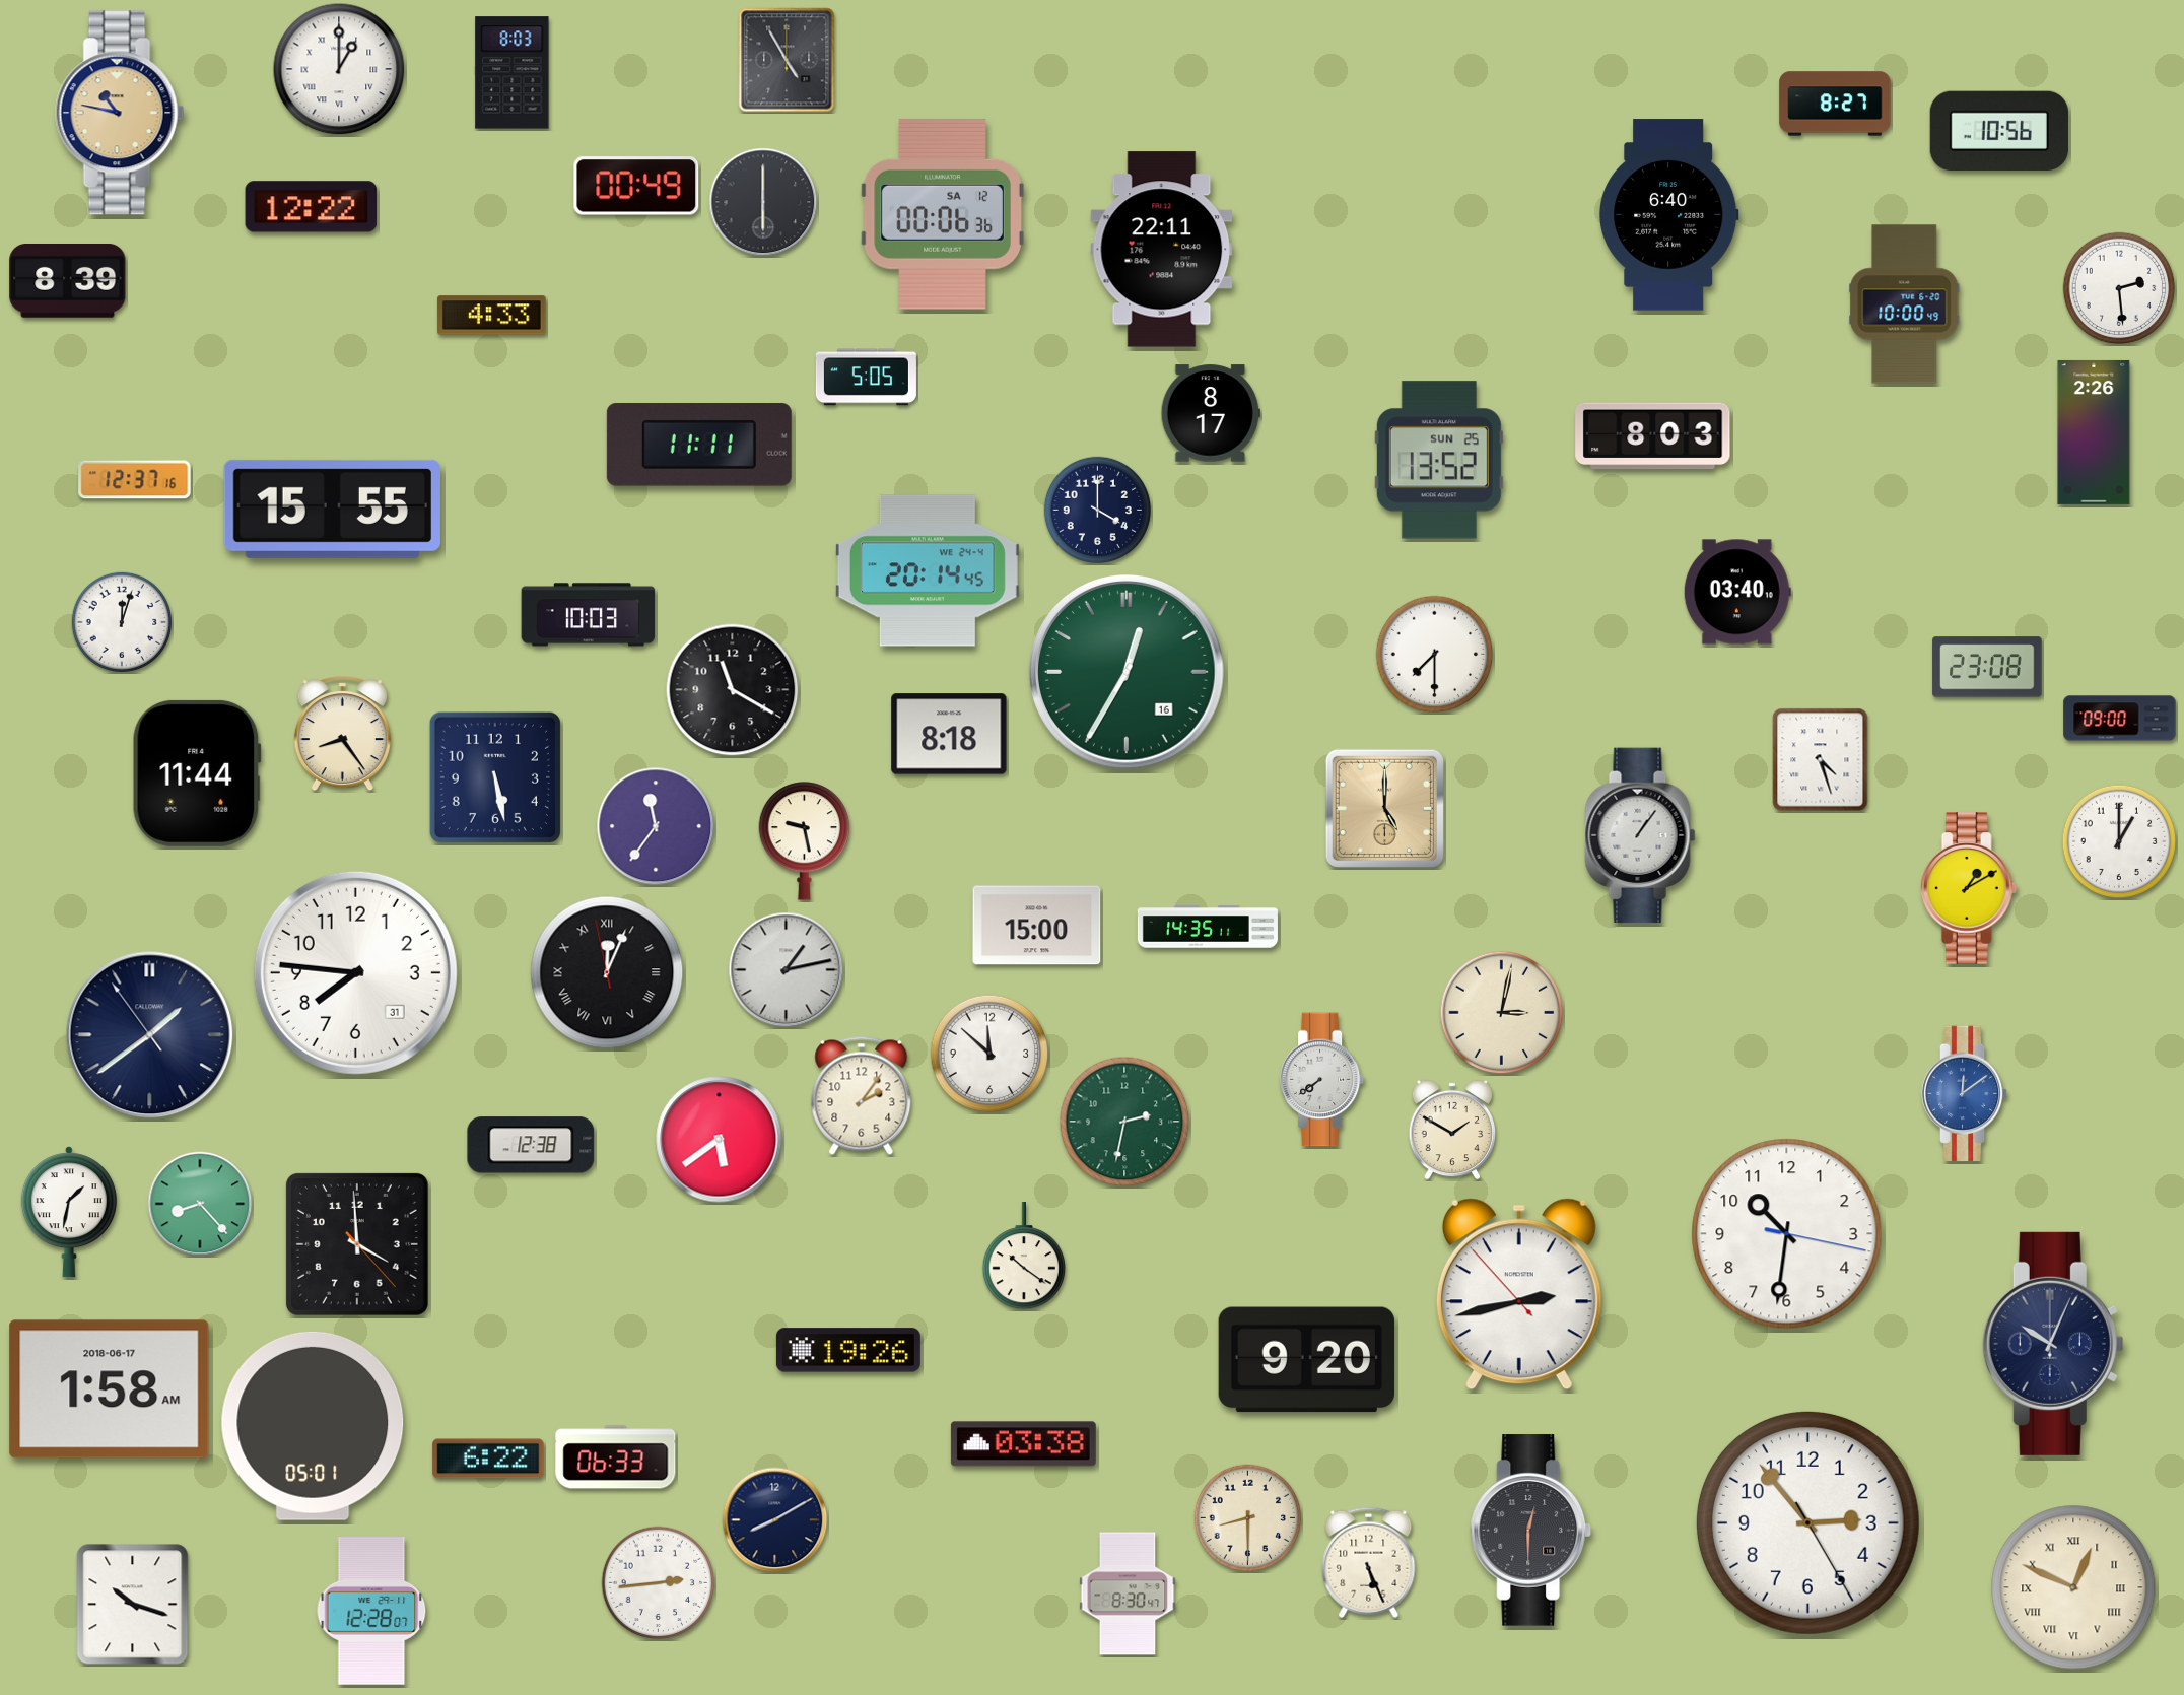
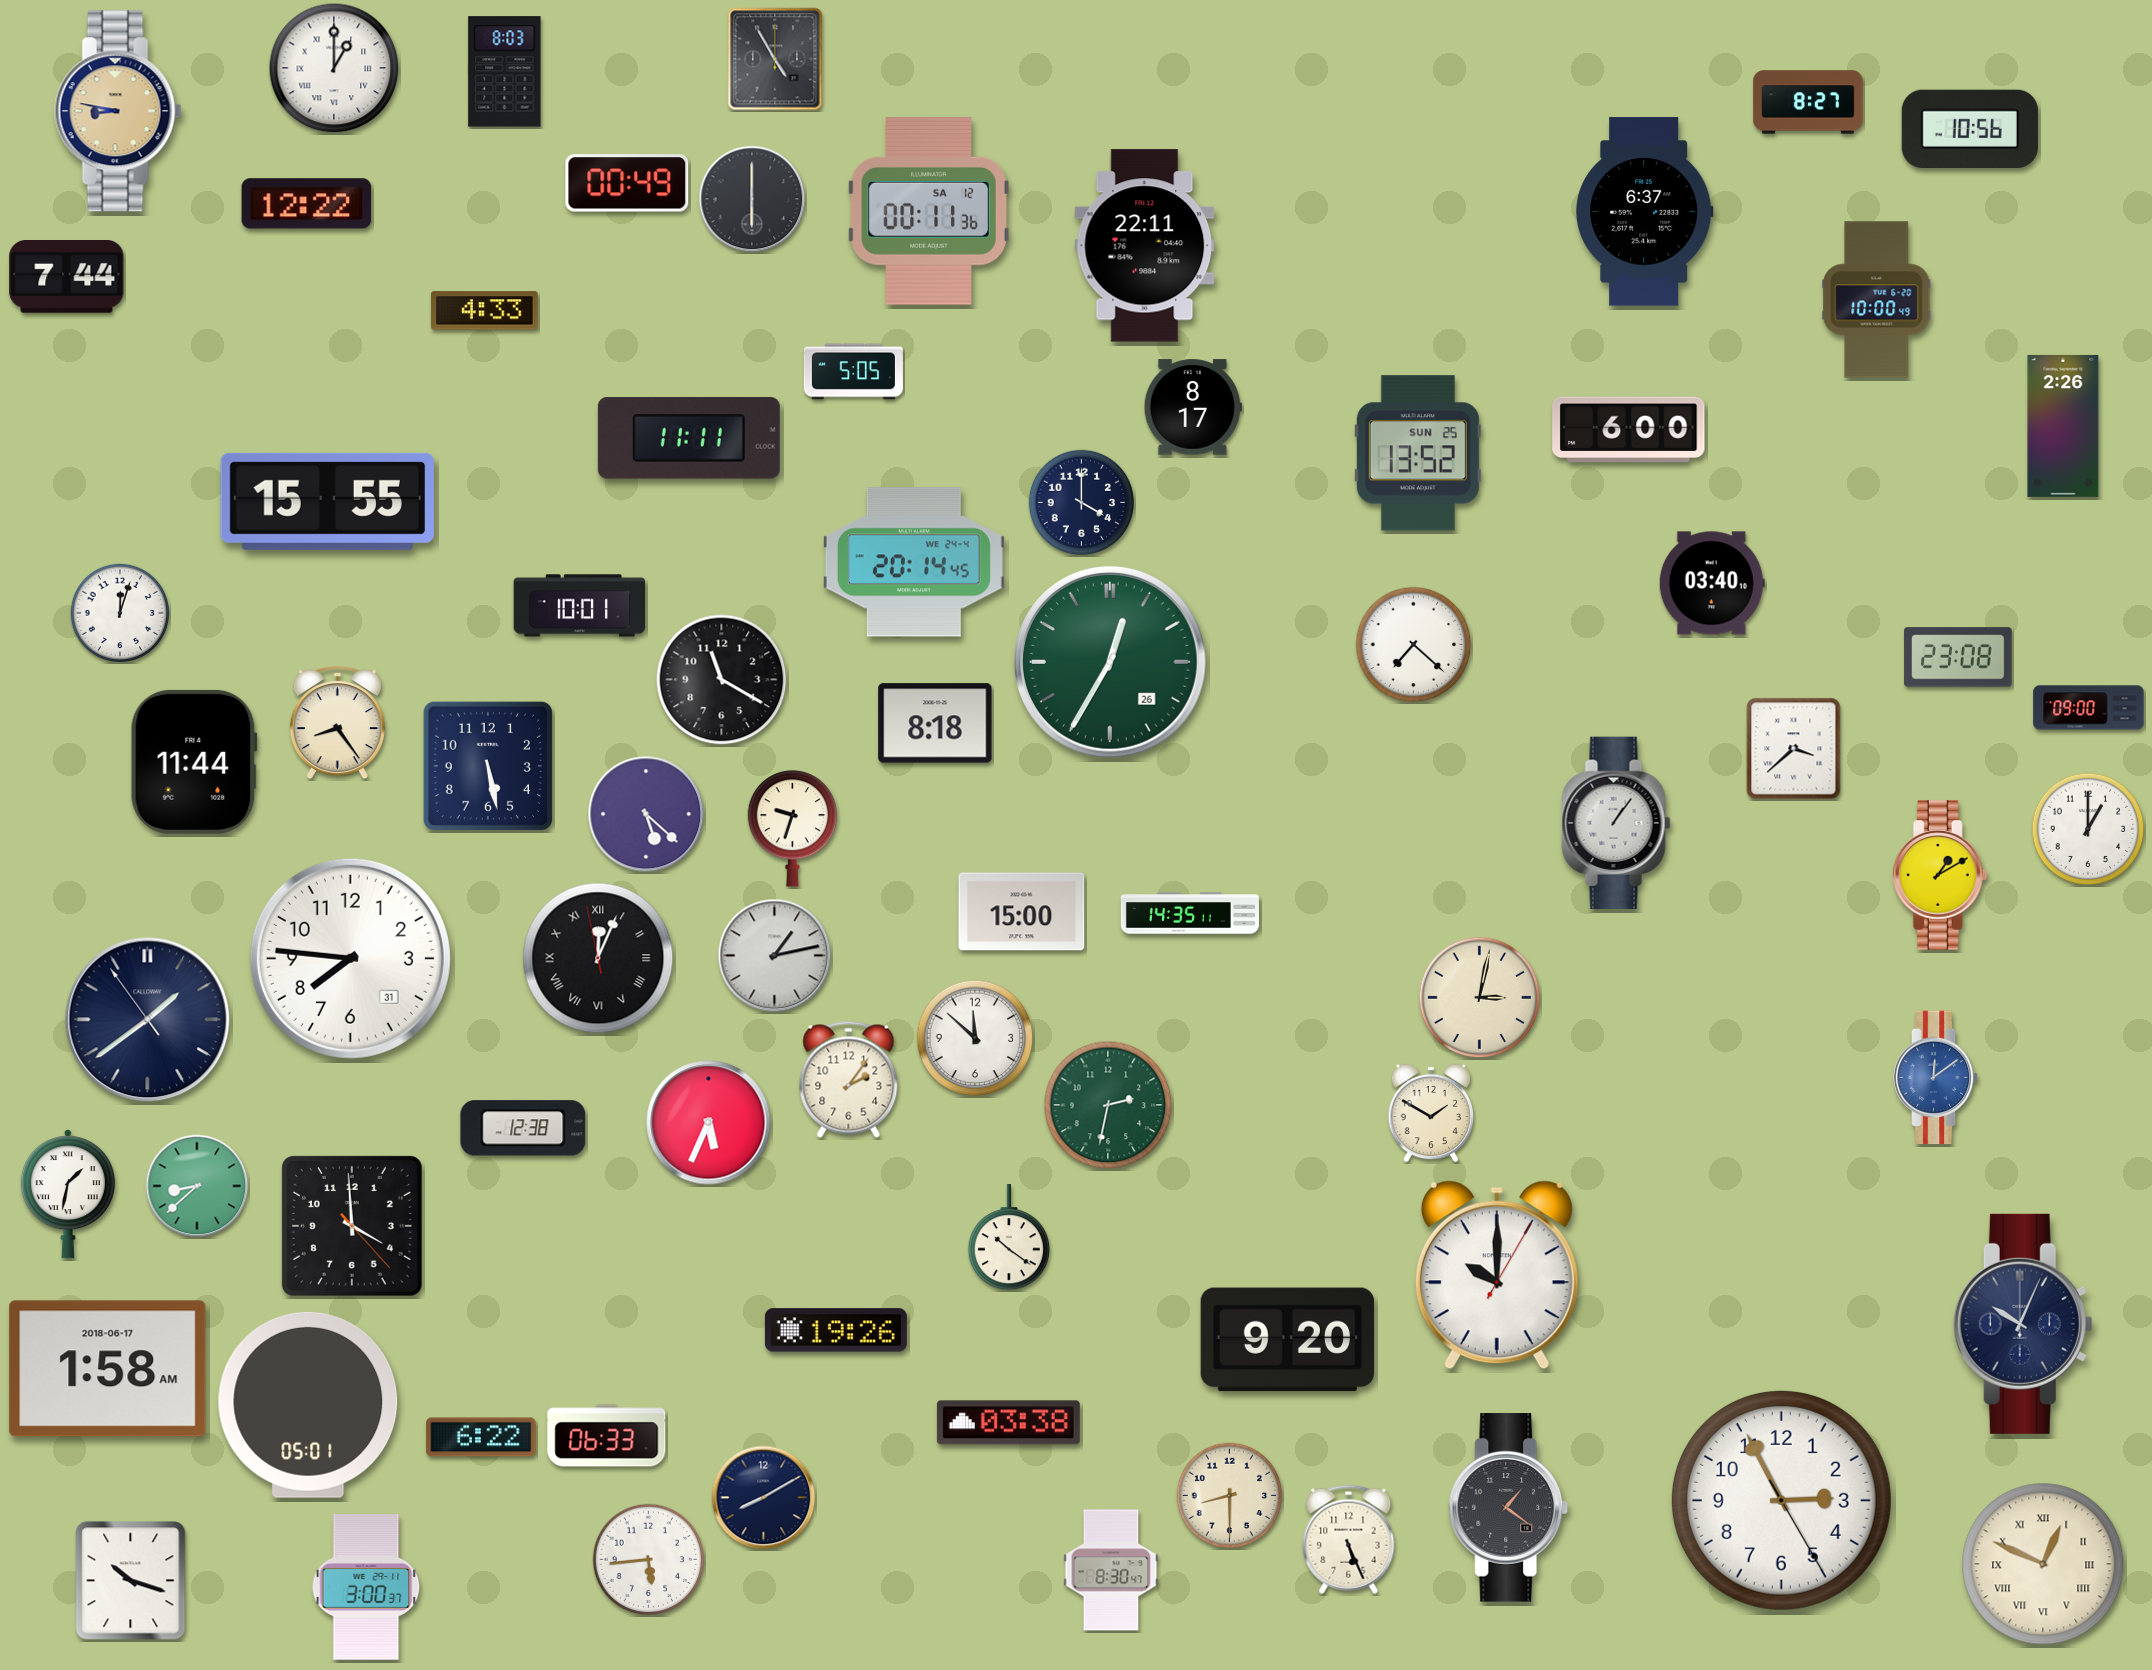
clock at (120, 113): 10:47 -> 8:47
clock at (943, 214): 00:06 -> 00:11
clock at (1669, 215): 6:40 -> 6:37
clock at (68, 281): 8:39 -> 7:44
clock at (2119, 288): 2:29 -> none
clock at (1653, 436): 8:03 -> 6:00
clock at (135, 480): 12:37 -> none
clock at (589, 615): 10:03 -> 10:01
clock at (1435, 655): 7:30 -> 7:22
clock at (1127, 672) date: 16 -> 26
clock at (1821, 760): 4:27 -> 3:38
clock at (1384, 808): 5:00 -> none
clock at (656, 826): 11:36 -> 5:22
clock at (805, 841): 9:28 -> 9:33
clock at (1322, 1080): 7:39 -> none
clock at (720, 1140): 5:39 -> 5:34
clock at (200, 1204): 8:23 -> 8:38
clock at (1787, 1234): 10:31 -> none
clock at (1519, 1294): 2:42 -> 10:00
clock at (1807, 1522): 2:53 -> 2:55
clock at (1531, 1531): 12:30 -> 1:21
clock at (659, 1583): 2:44 -> 5:44
clock at (371, 1612): 12:28 -> 3:00
